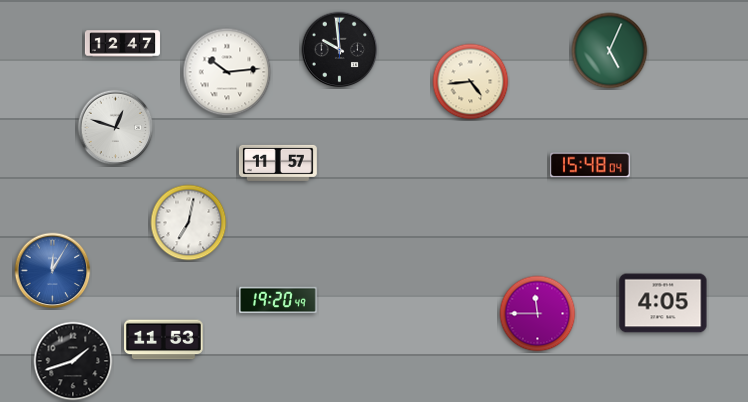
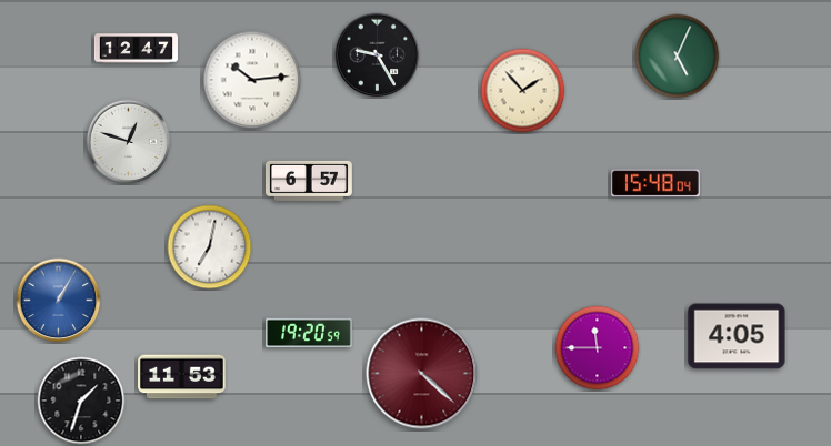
clock at (340, 50): 9:59 -> 9:25
clock at (471, 82): 4:44 -> 1:53
clock at (278, 163): 11:57 -> 6:57
clock at (53, 271): 12:05 -> 1:05
clock at (279, 300): 19:20:49 -> 19:20:59
clock at (422, 374): none -> 4:22
clock at (73, 361): 1:42 -> 1:33
